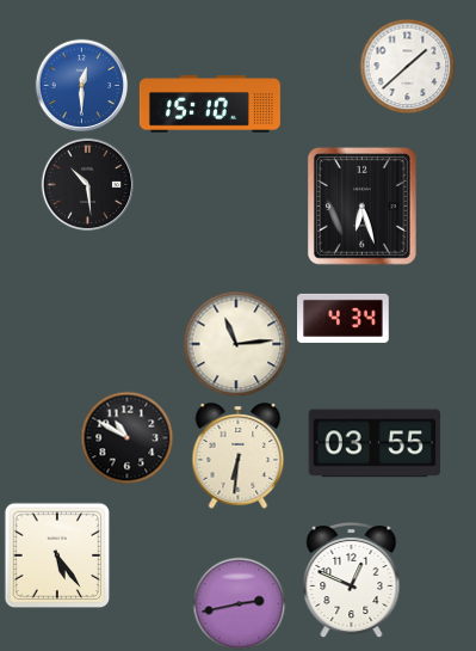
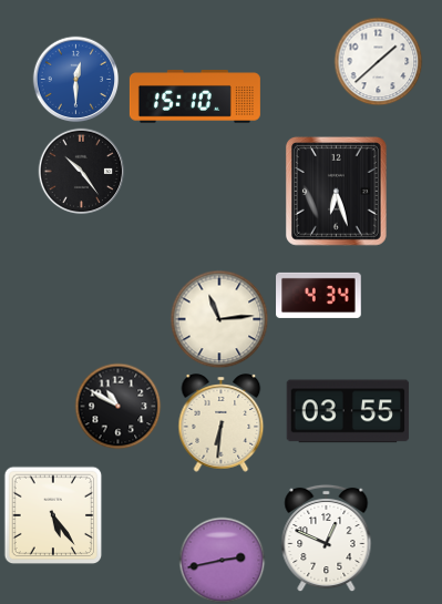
clock at (87, 184): 10:29 -> 10:24
